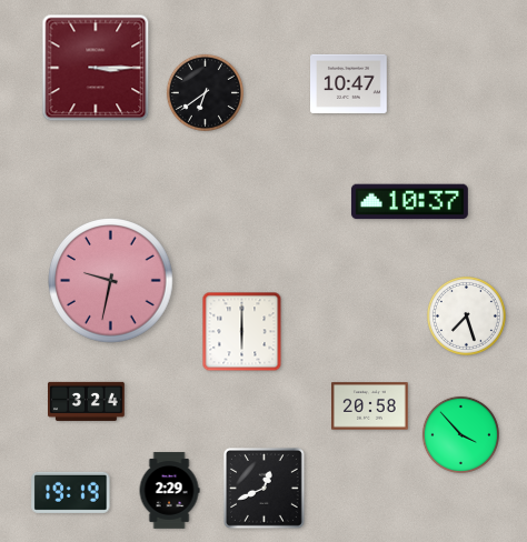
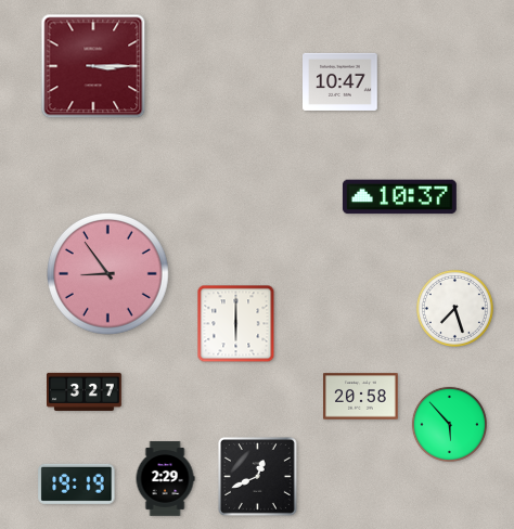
clock at (205, 92): 6:39 -> none
clock at (111, 281): 9:32 -> 8:54
clock at (87, 401): 3:24 -> 3:27
clock at (460, 434): 3:53 -> 5:53
clock at (71, 492) position: (71, 492) -> (77, 483)
